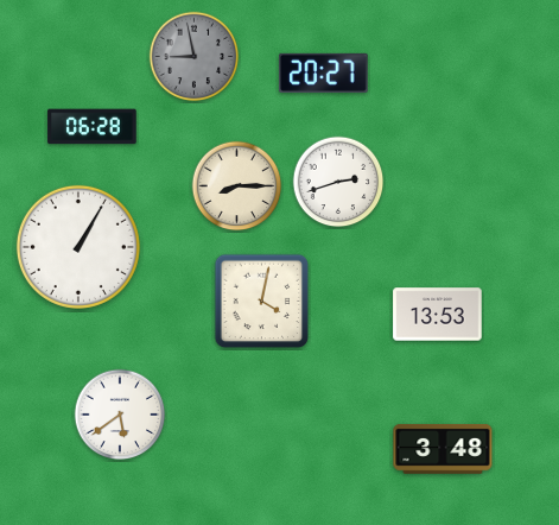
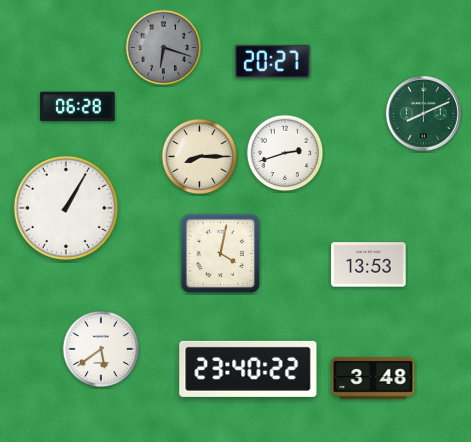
clock at (195, 57): 8:58 -> 6:18
clock at (423, 113): none -> 8:11
clock at (248, 369): none -> 23:40
